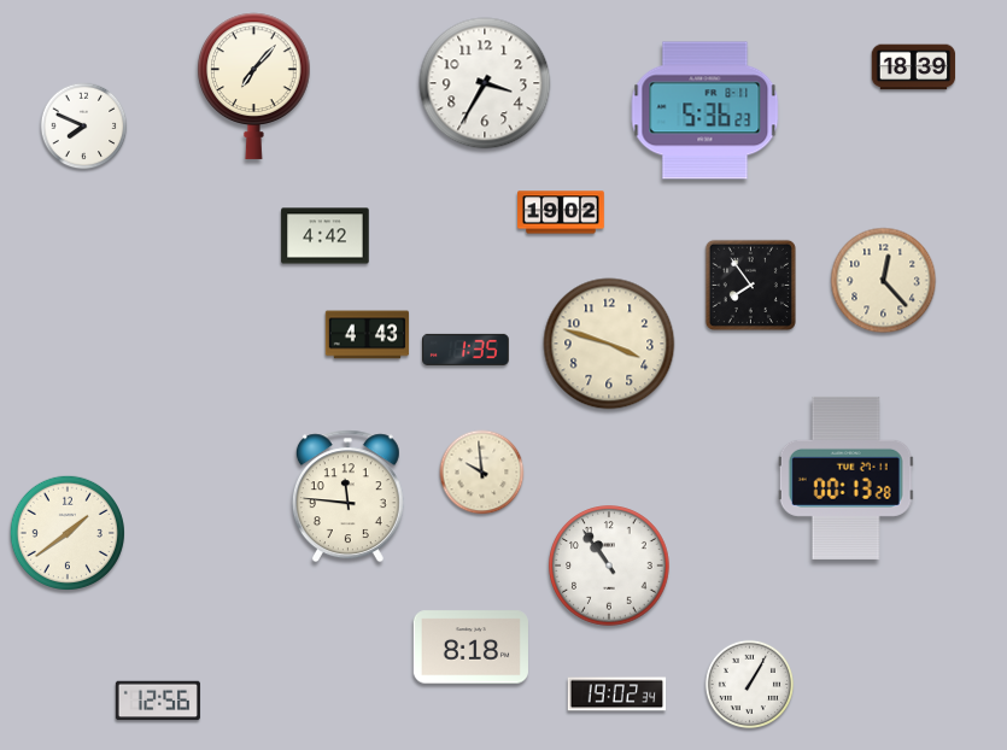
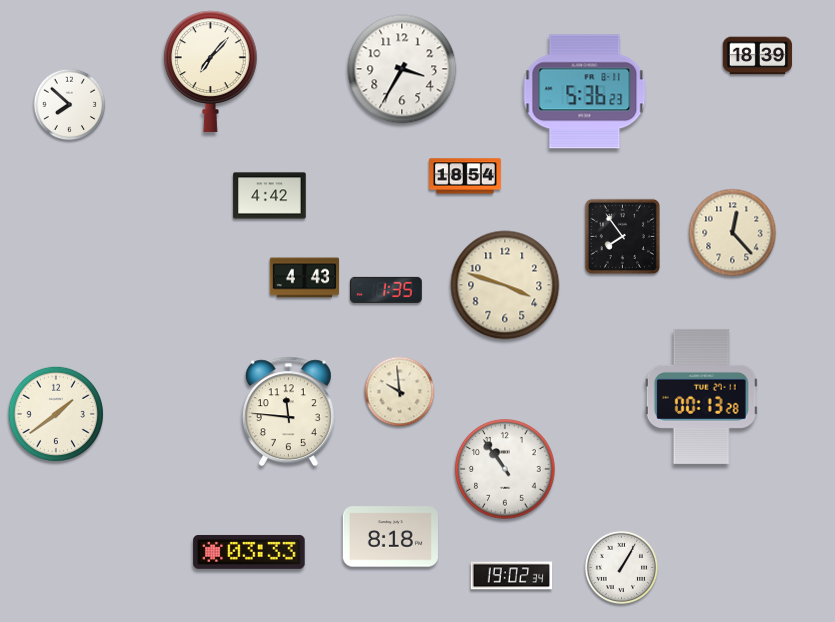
clock at (84, 127): 7:49 -> 7:52
clock at (561, 212): 19:02 -> 18:54
clock at (68, 533) position: (68, 533) -> (56, 414)
clock at (249, 552): none -> 03:33
clock at (158, 701): 12:56 -> none
